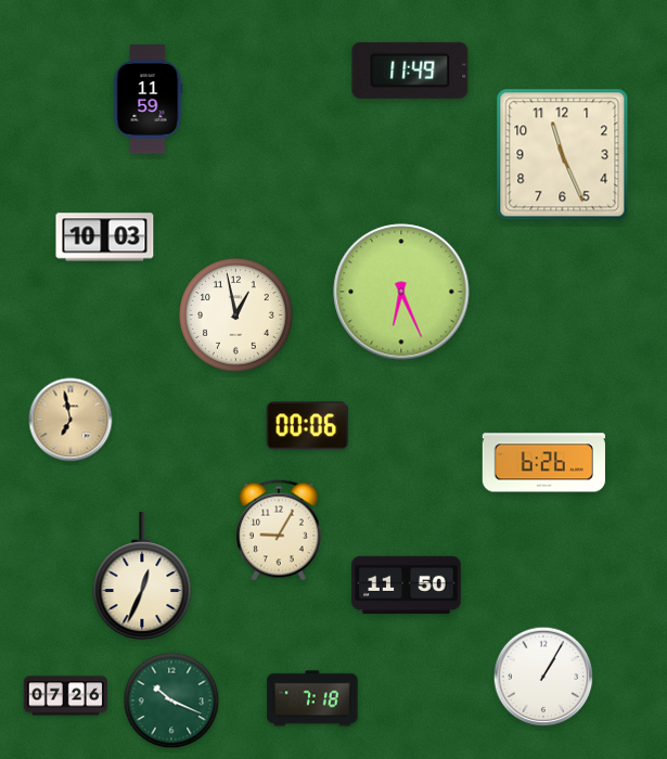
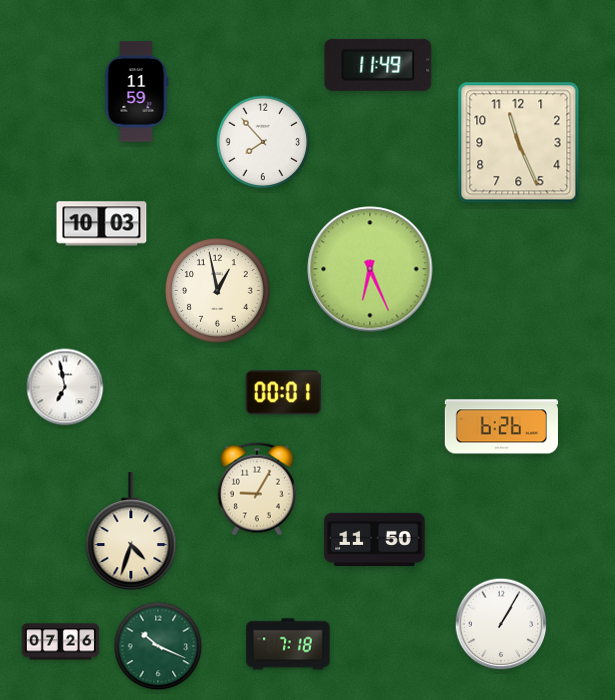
clock at (263, 142): none -> 7:53
clock at (105, 237) position: (105, 237) -> (102, 224)
clock at (70, 420) dial: champagne -> white
clock at (308, 426): 00:06 -> 00:01
clock at (142, 577): 12:34 -> 4:33
